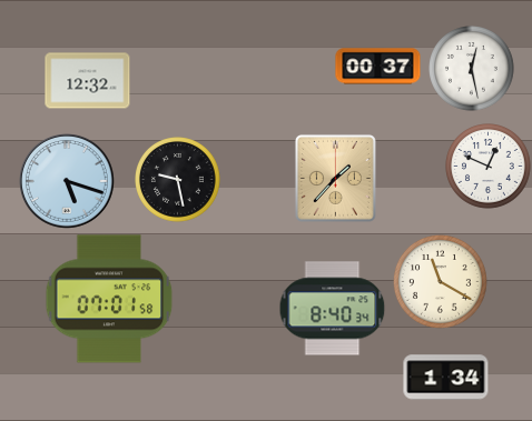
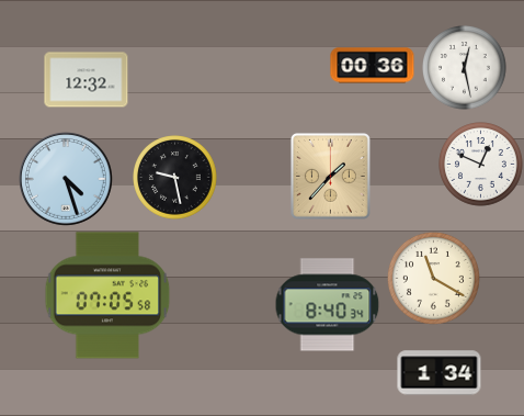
clock at (378, 67): 00:37 -> 00:36
clock at (68, 182): 5:18 -> 4:27
clock at (109, 299): 07:01 -> 07:05
